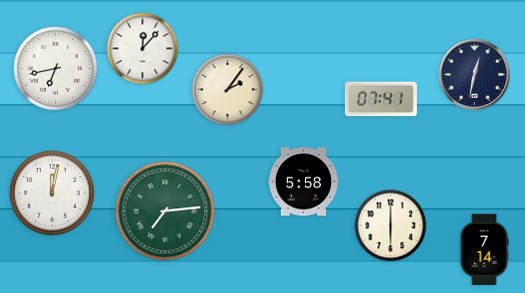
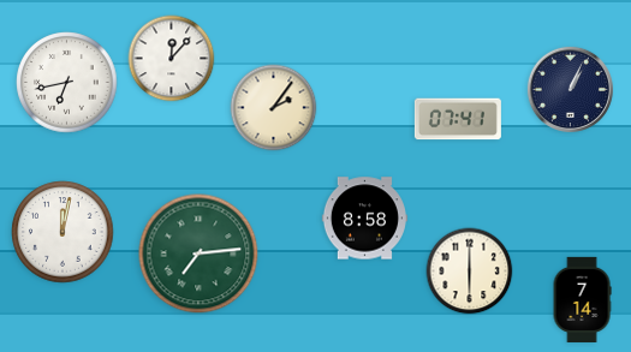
clock at (474, 74): 12:32 -> 1:04
clock at (303, 182): 5:58 -> 8:58
